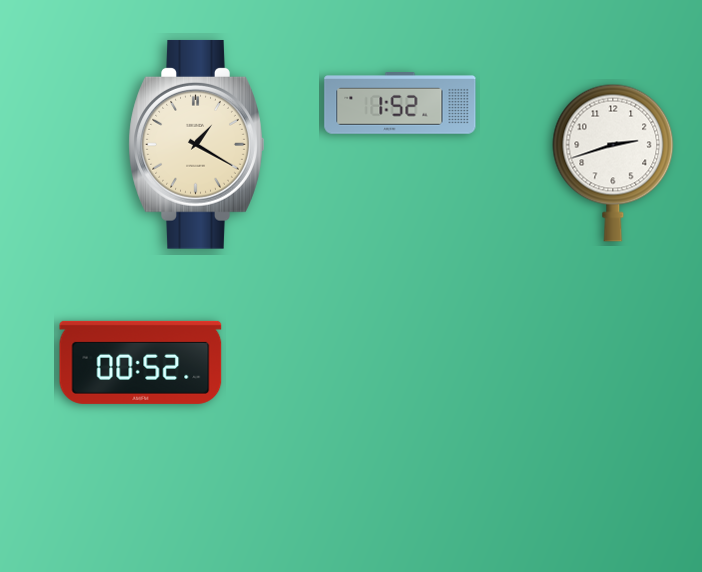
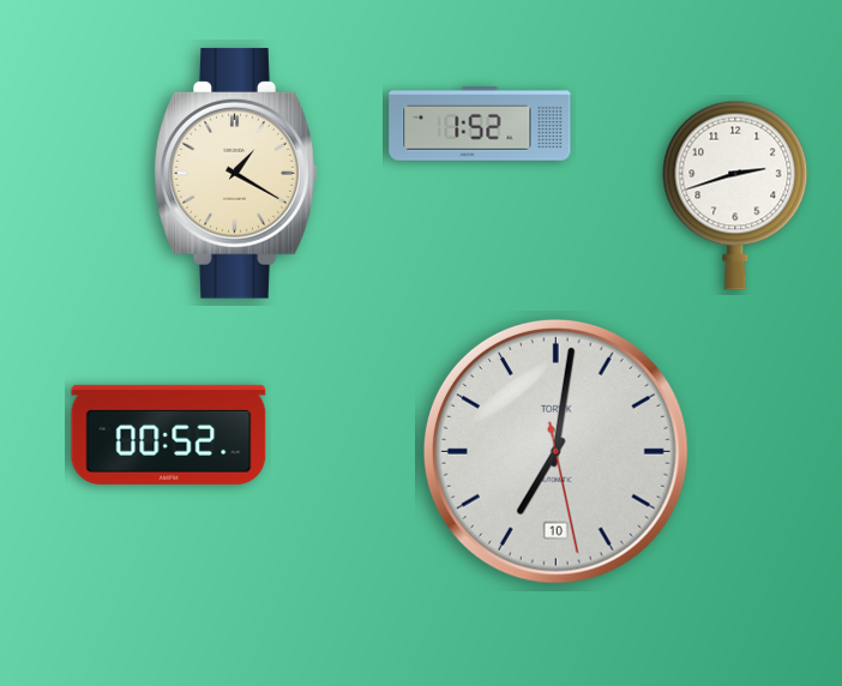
clock at (555, 451): none -> 7:01
